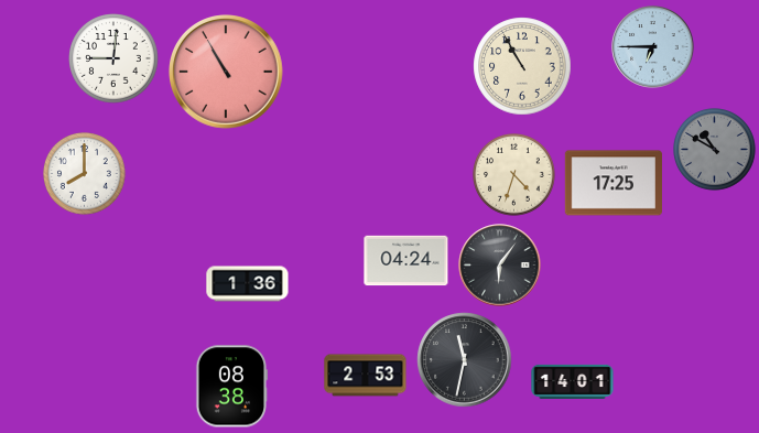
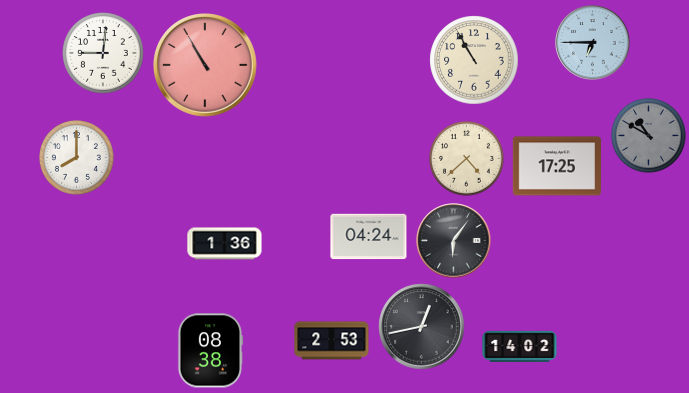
clock at (514, 175): 4:33 -> 4:38
clock at (248, 284) position: (248, 284) -> (225, 244)
clock at (465, 360): 11:32 -> 12:43
clock at (573, 381): 14:01 -> 14:02
